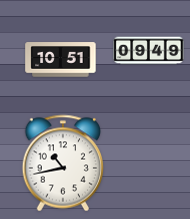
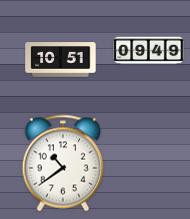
clock at (62, 163): 10:43 -> 10:39
